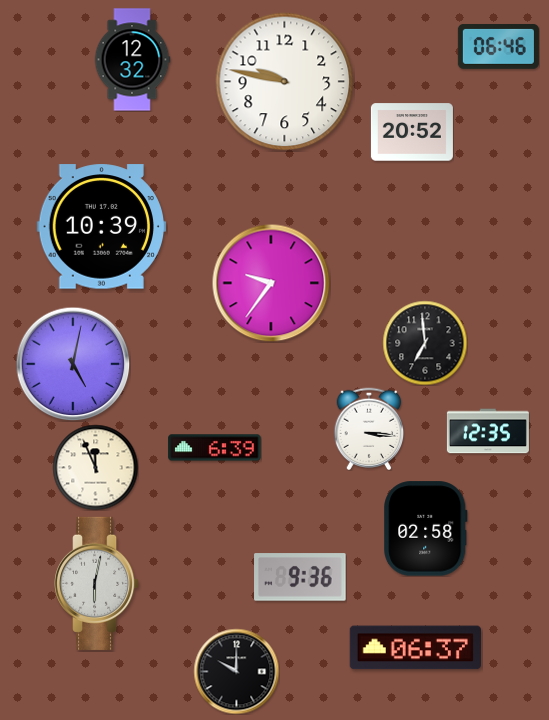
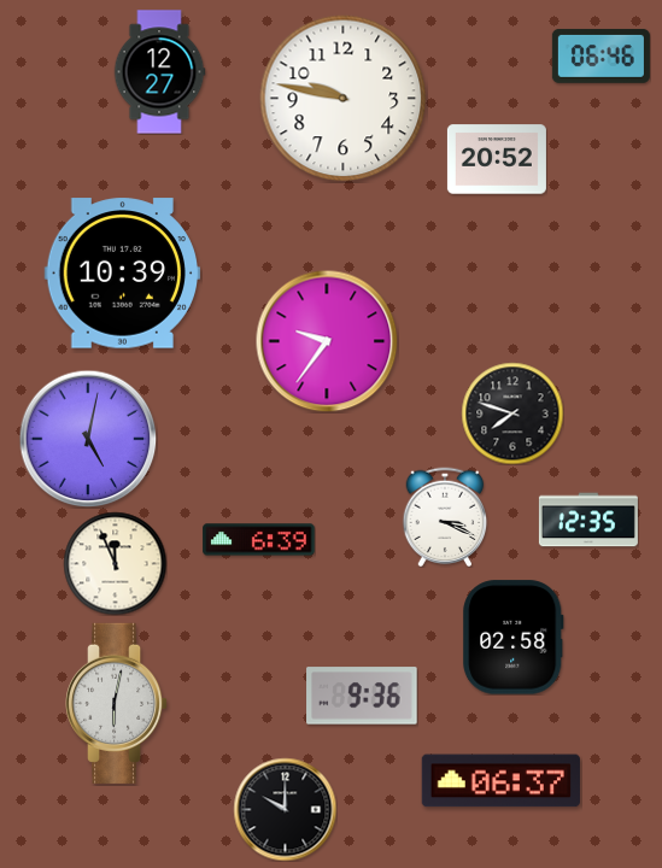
clock at (132, 60): 12:32 -> 12:27
clock at (425, 343): 6:59 -> 7:48
clock at (369, 429): 3:16 -> 3:19
